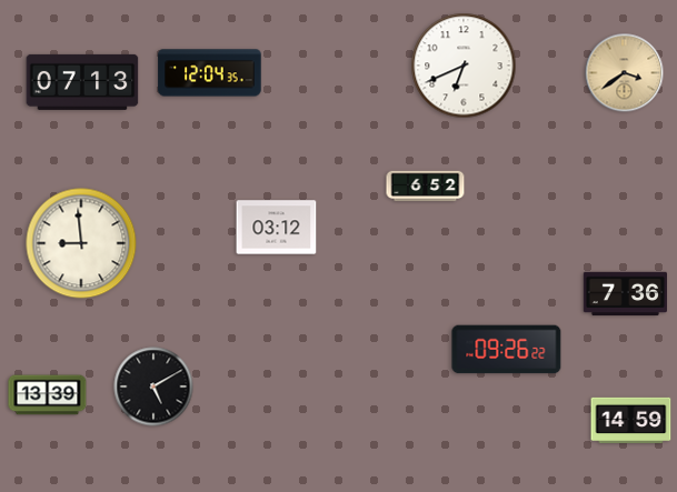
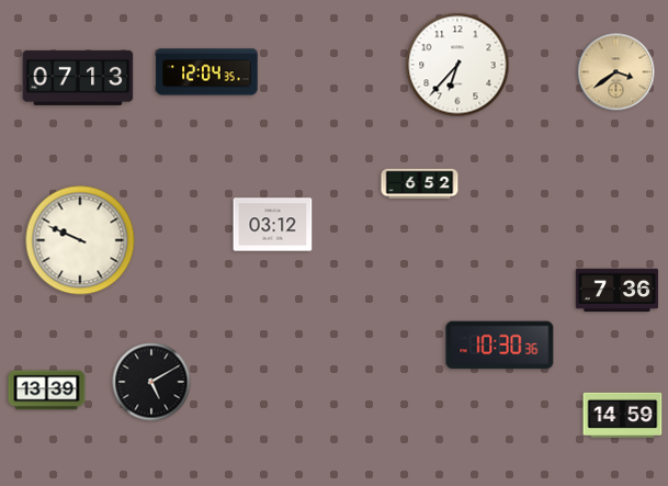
clock at (464, 66): 6:41 -> 6:37
clock at (82, 82) position: (82, 82) -> (78, 78)
clock at (81, 243): 8:59 -> 9:49
clock at (507, 350): 09:26 -> 10:30
